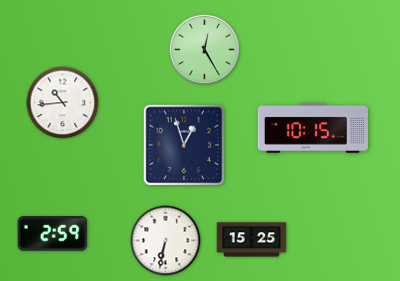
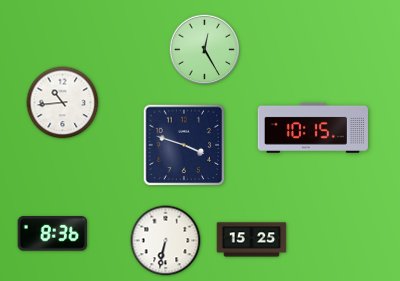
clock at (184, 145): 12:57 -> 3:48
clock at (53, 234): 2:59 -> 8:36
